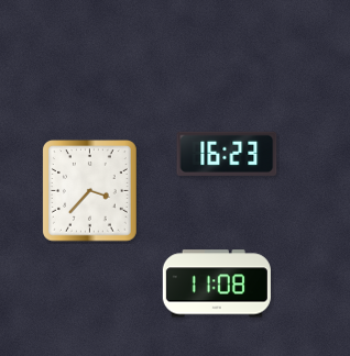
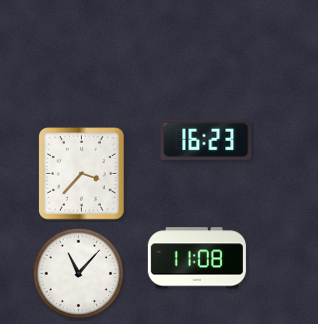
clock at (79, 274): none -> 11:07
